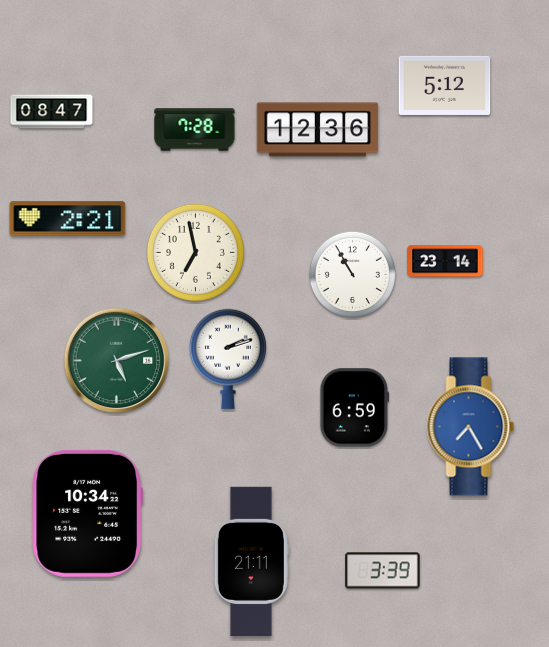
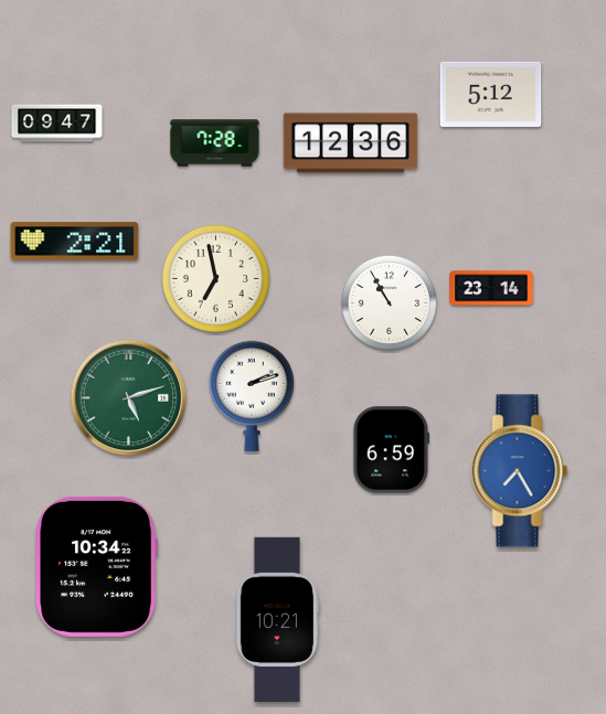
clock at (52, 112): 08:47 -> 09:47
clock at (251, 561): 21:11 -> 10:21
clock at (383, 571): 3:39 -> none
